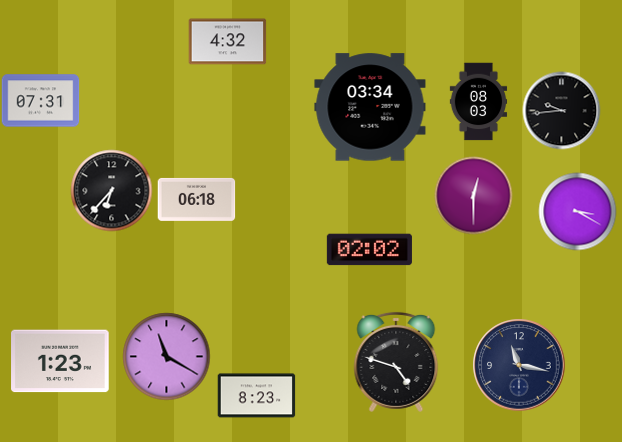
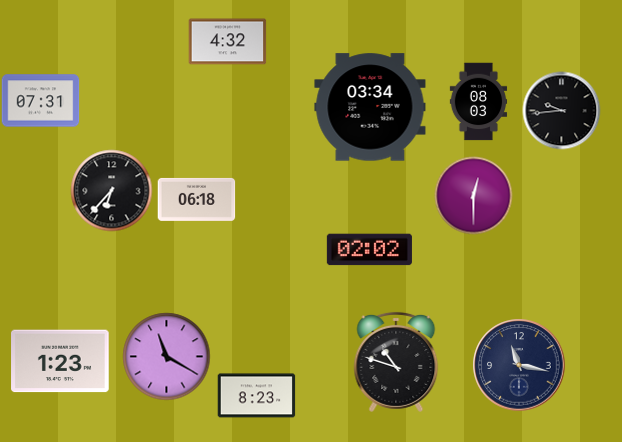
clock at (577, 211): 3:20 -> none
clock at (396, 362): 4:48 -> 10:48
